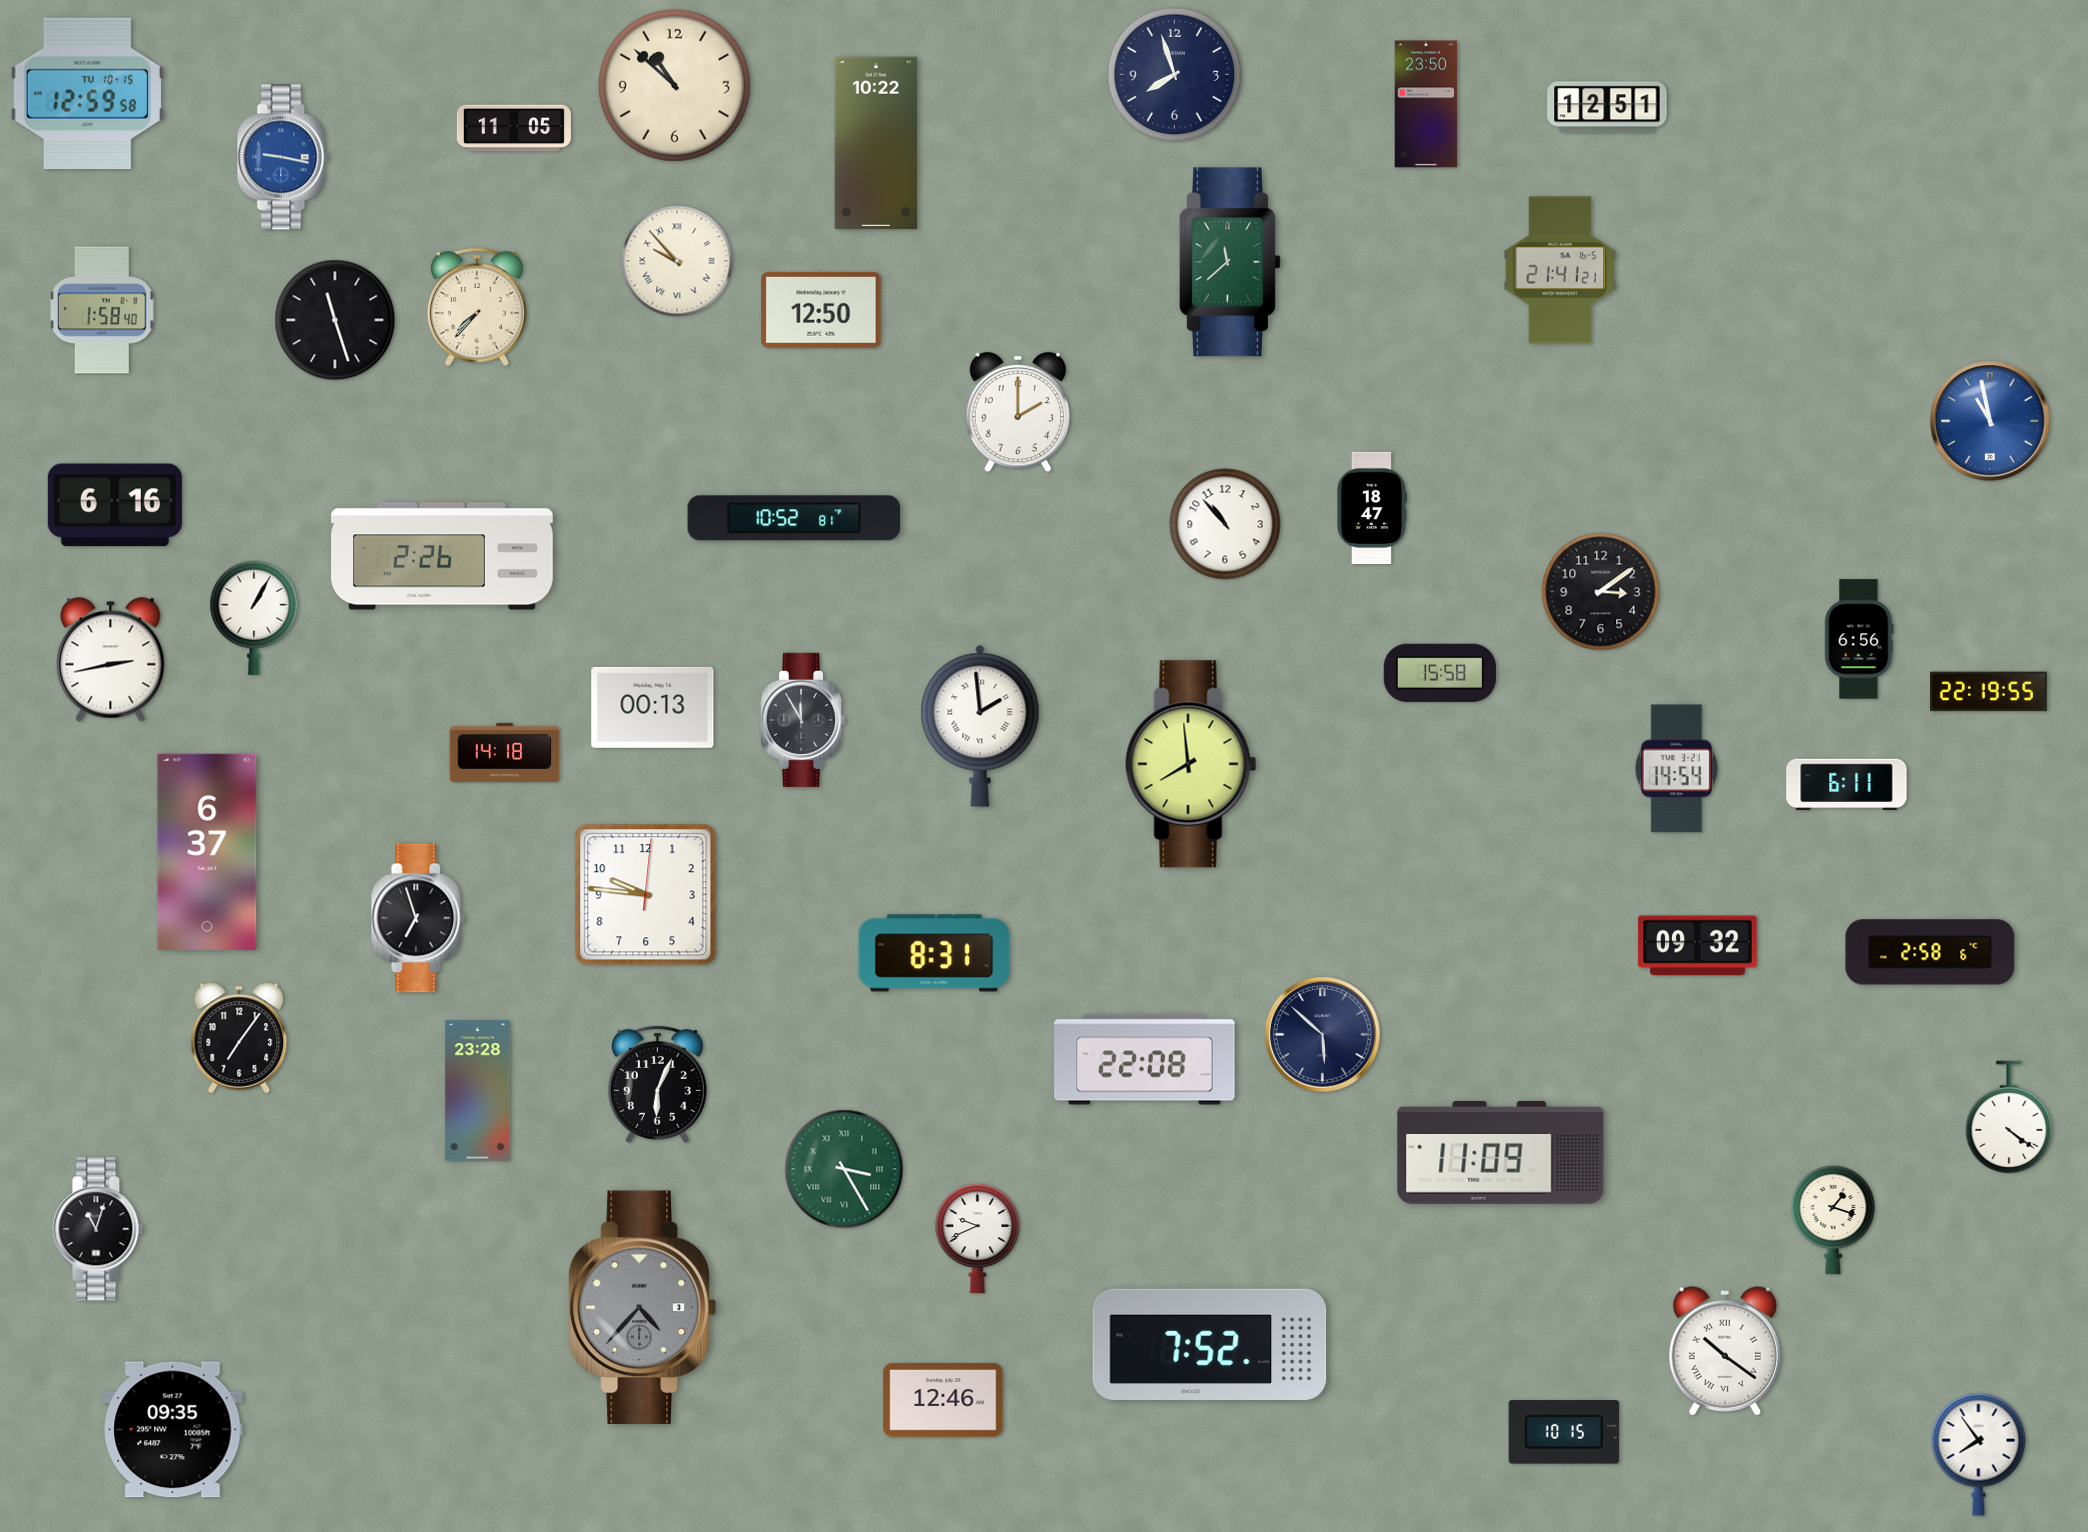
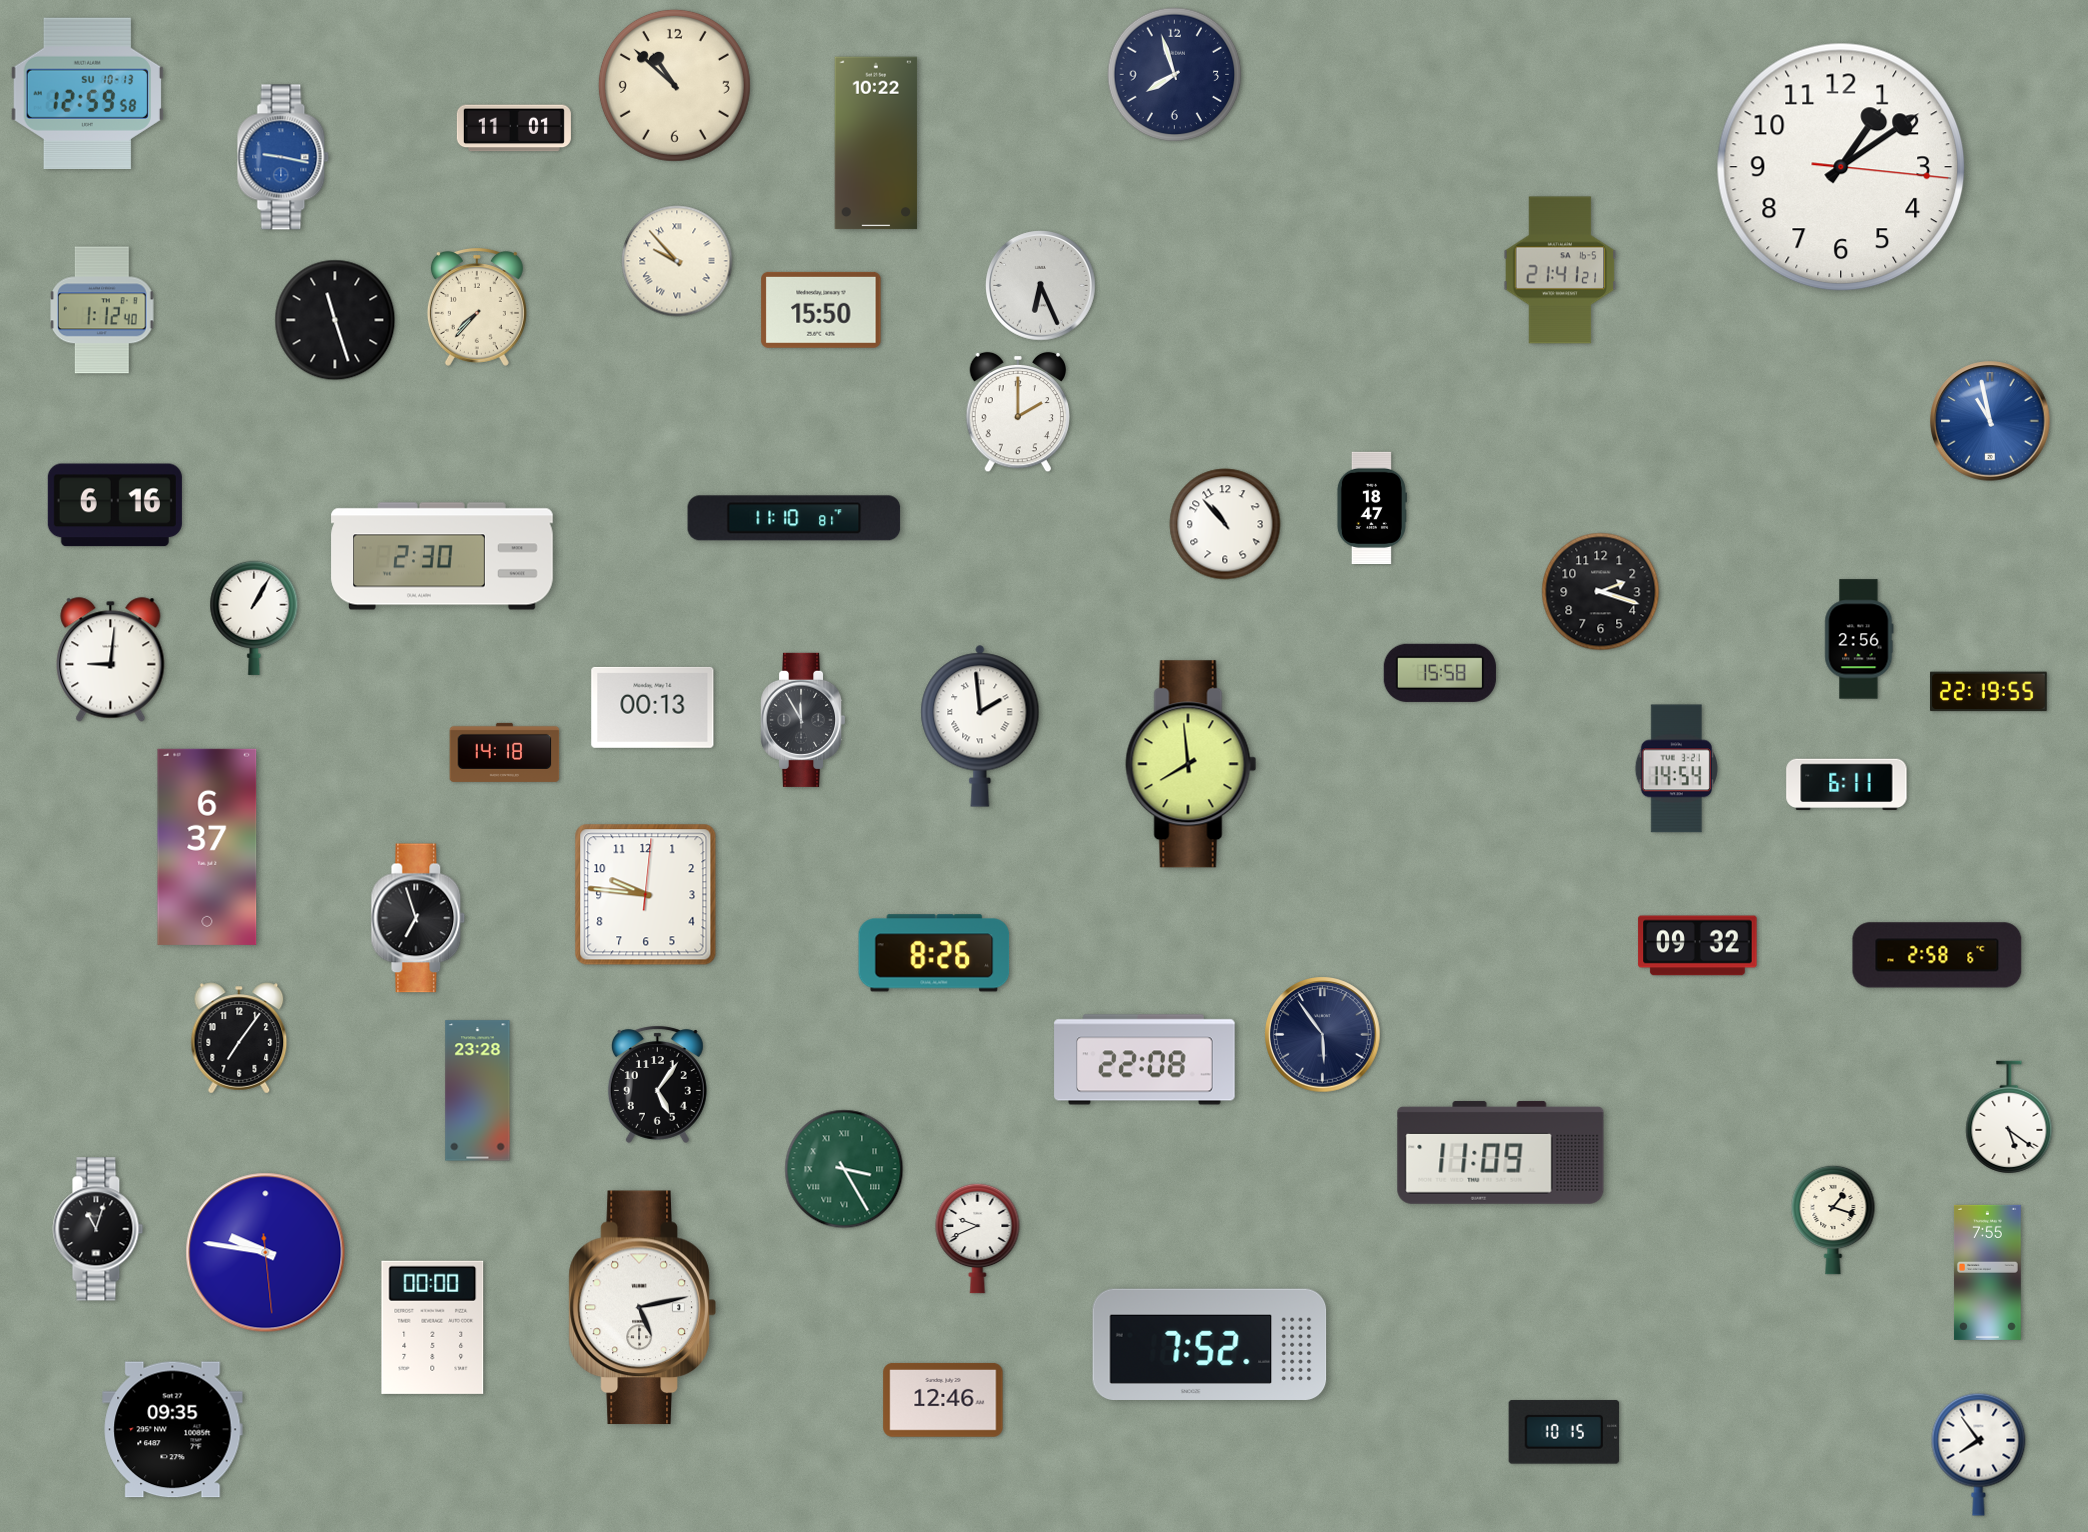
clock at (87, 93) date: TU 10-15 -> SU 10-13
clock at (1426, 104): 23:50 -> none
clock at (1607, 107): 12:51 -> none
clock at (514, 128): 11:05 -> 11:01
clock at (1841, 167): none -> 1:09
clock at (1230, 262): 11:38 -> none
clock at (1041, 286): none -> 6:26
clock at (103, 310): 1:58 -> 1:12
clock at (821, 310): 12:50 -> 15:50
clock at (794, 518): 10:52 -> 11:10
clock at (442, 556): 2:26 -> 2:30
clock at (1601, 592): 3:09 -> 2:18
clock at (1859, 639): 6:56 -> 2:56
clock at (111, 660): 2:43 -> 9:01
clock at (207, 852) position: (207, 852) -> (207, 847)
clock at (1930, 952) position: (1930, 952) -> (1937, 955)
clock at (934, 953): 8:31 -> 8:26
clock at (1323, 1035): 5:52 -> 5:54
clock at (657, 1084): 6:04 -> 5:06
clock at (2009, 1117): 4:21 -> 5:21
clock at (266, 1253): none -> 9:46
clock at (1987, 1272): none -> 7:55
clock at (642, 1308): 4:37 -> 5:13
clock at (642, 1308) dial: grey -> white
clock at (433, 1327): none -> 00:00
clock at (1725, 1351): 10:21 -> none
